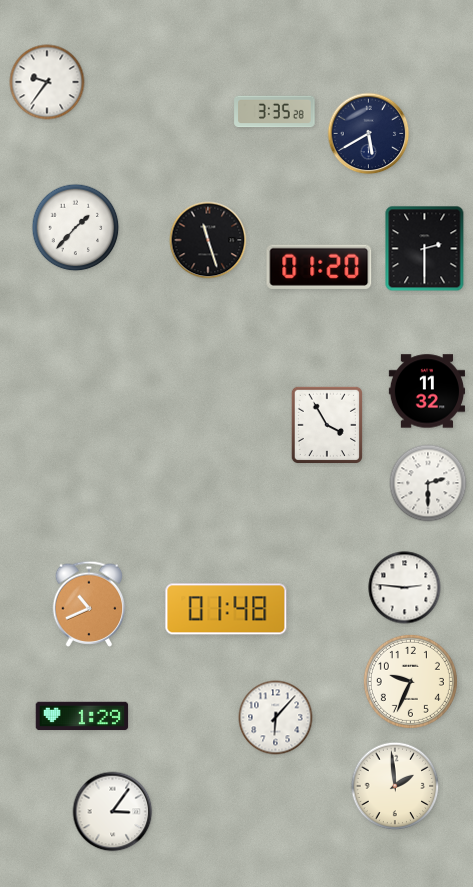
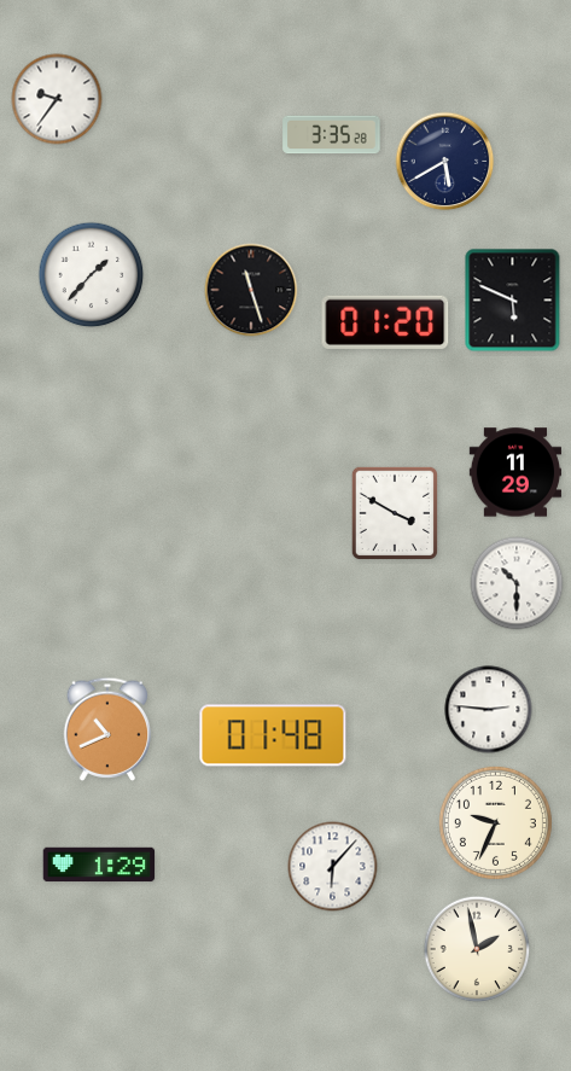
clock at (425, 249): 2:30 -> 5:49
clock at (426, 391): 11:32 -> 11:29
clock at (327, 424): 3:55 -> 3:50
clock at (428, 483): 2:30 -> 10:30
clock at (395, 786): 1:59 -> 1:58
clock at (113, 812): 3:06 -> none
